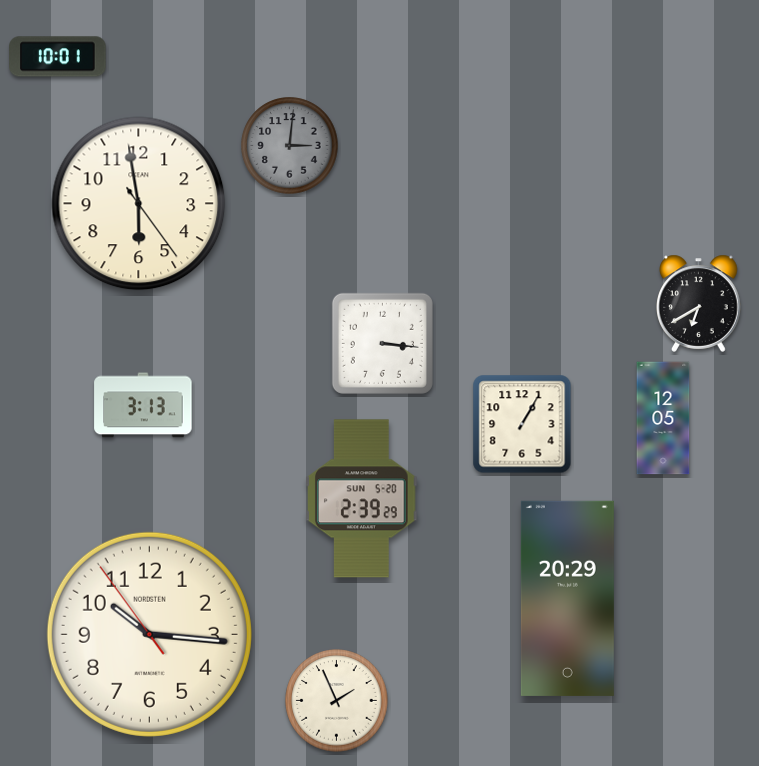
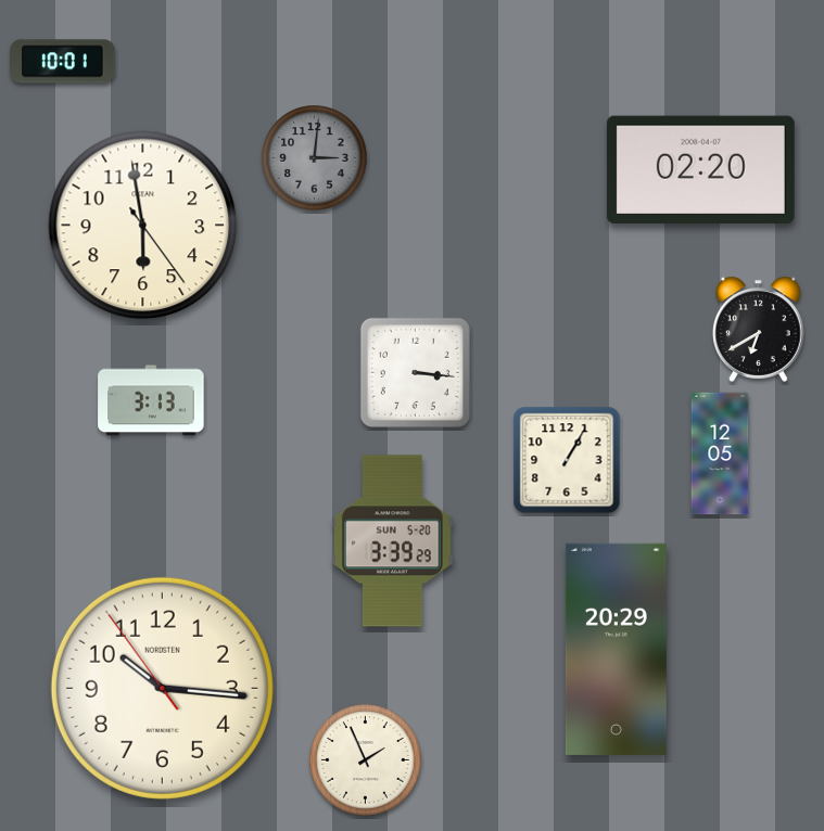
clock at (700, 169): none -> 02:20
clock at (139, 204) position: (139, 204) -> (143, 226)
clock at (143, 405) position: (143, 405) -> (151, 400)
clock at (362, 499): 2:39 -> 3:39
